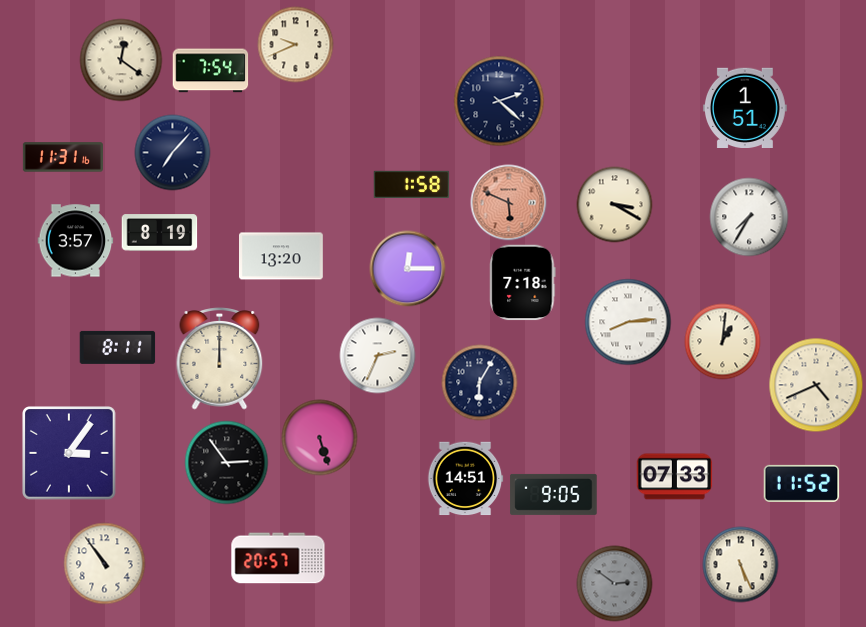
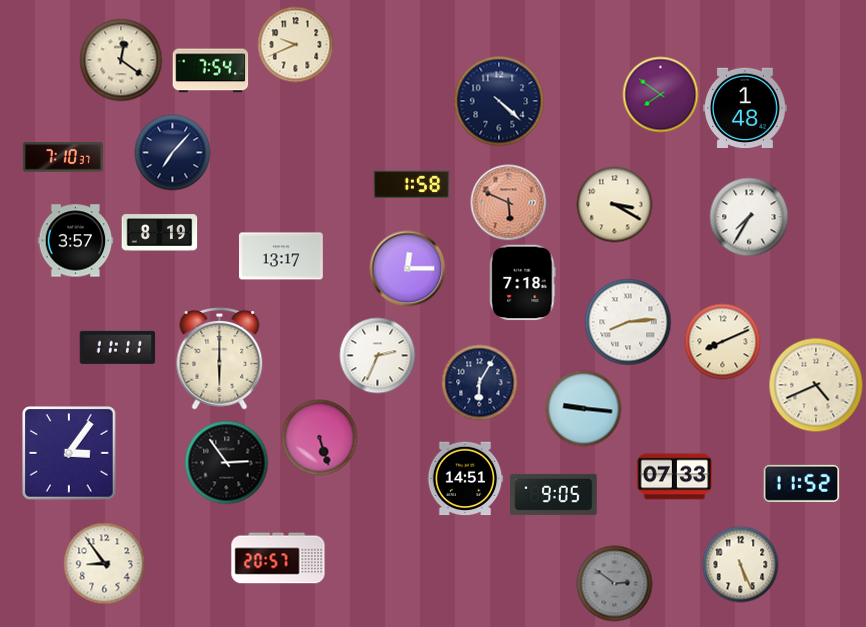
clock at (661, 95): none -> 7:51
clock at (499, 101): 2:22 -> 4:22
clock at (745, 107): 1:51 -> 1:48
clock at (63, 157): 11:31 -> 7:10
clock at (282, 256): 13:20 -> 13:17
clock at (723, 342): 1:01 -> 8:11
clock at (118, 347): 8:11 -> 11:11
clock at (220, 359): 12:00 -> 6:00
clock at (584, 409): none -> 9:16
clock at (105, 564): 10:54 -> 8:54
